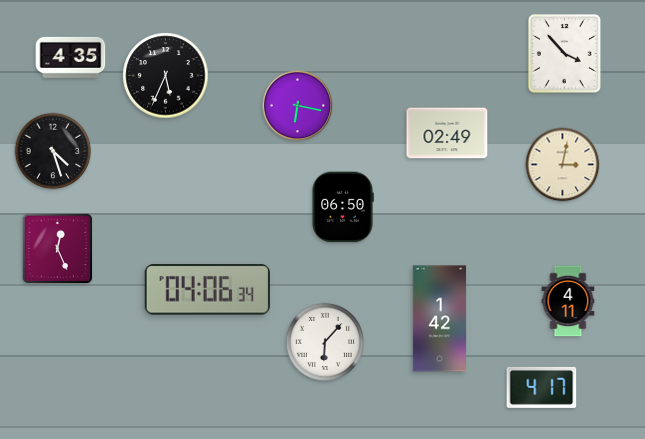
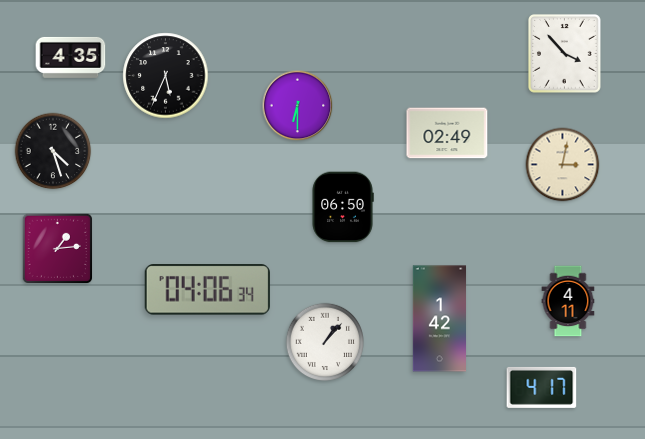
clock at (298, 106): 6:17 -> 6:30
clock at (57, 248): 12:26 -> 1:14
clock at (324, 341): 6:07 -> 1:07
